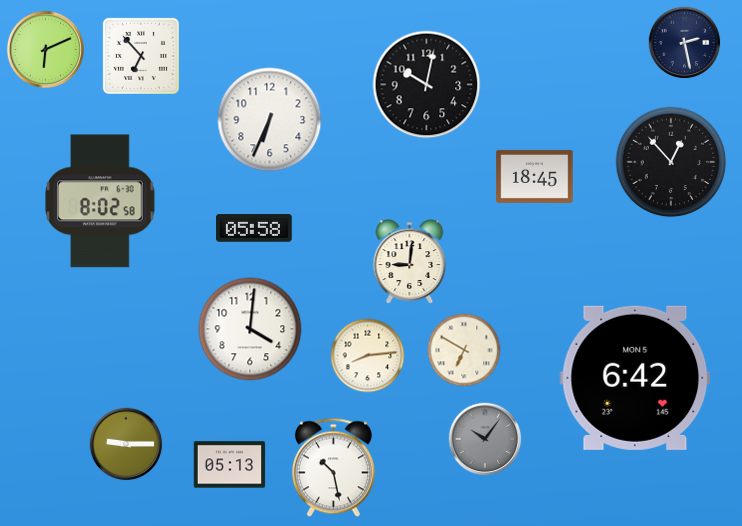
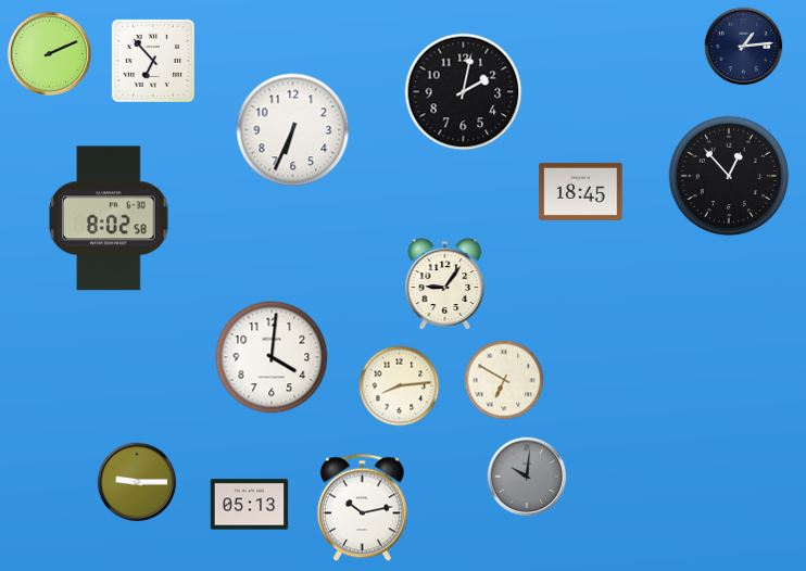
clock at (685, 43): 2:28 -> 1:14
clock at (45, 49): 6:11 -> 2:11
clock at (427, 85): 10:02 -> 2:02
clock at (254, 228): 05:58 -> none
clock at (410, 262): 9:01 -> 9:06
clock at (635, 378): 6:42 -> none
clock at (485, 439): 10:06 -> 10:01
clock at (333, 468): 10:28 -> 10:13
